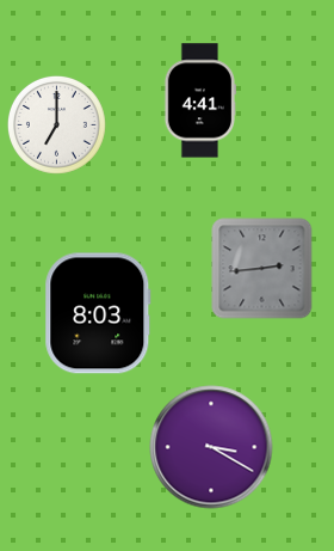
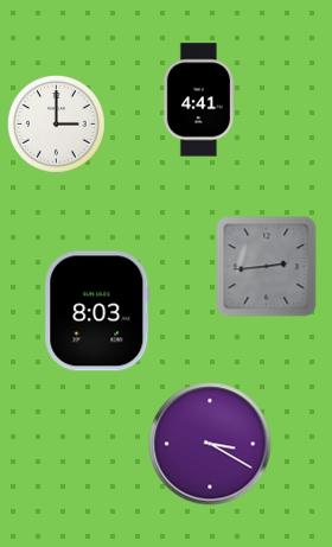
clock at (56, 124): 7:00 -> 3:00
clock at (262, 269) position: (262, 269) -> (267, 267)
